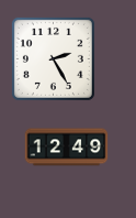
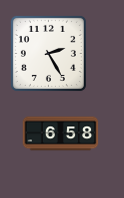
clock at (67, 148): 12:49 -> 6:58
